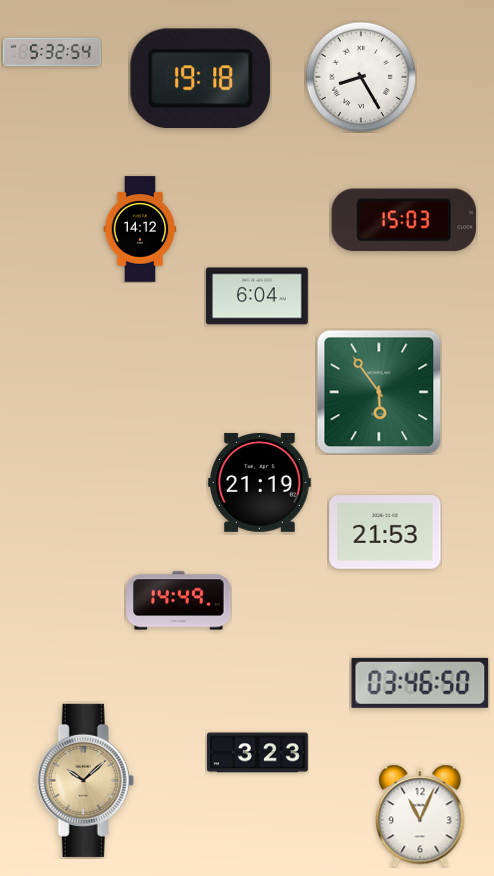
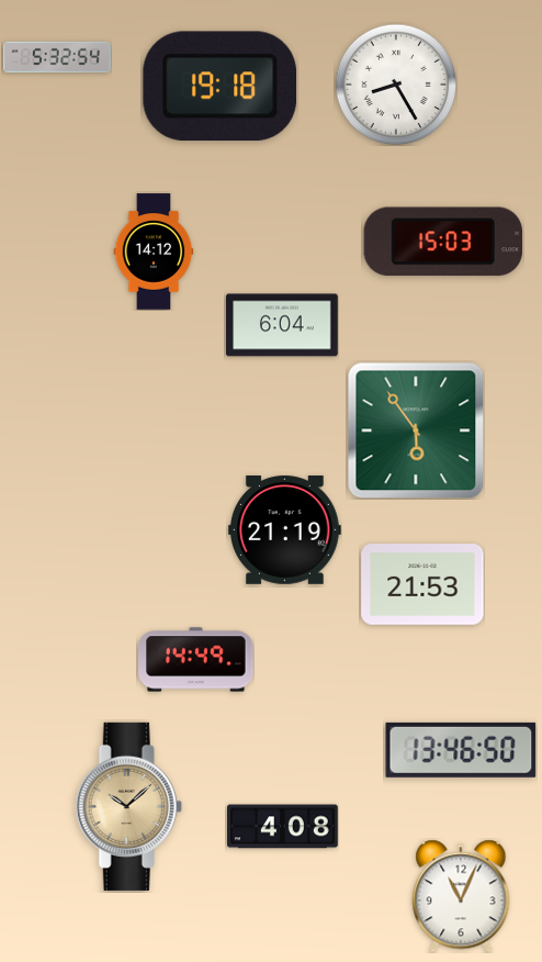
clock at (420, 683): 03:46 -> 13:46
clock at (258, 753): 3:23 -> 4:08
clock at (85, 780) position: (85, 780) -> (128, 806)
